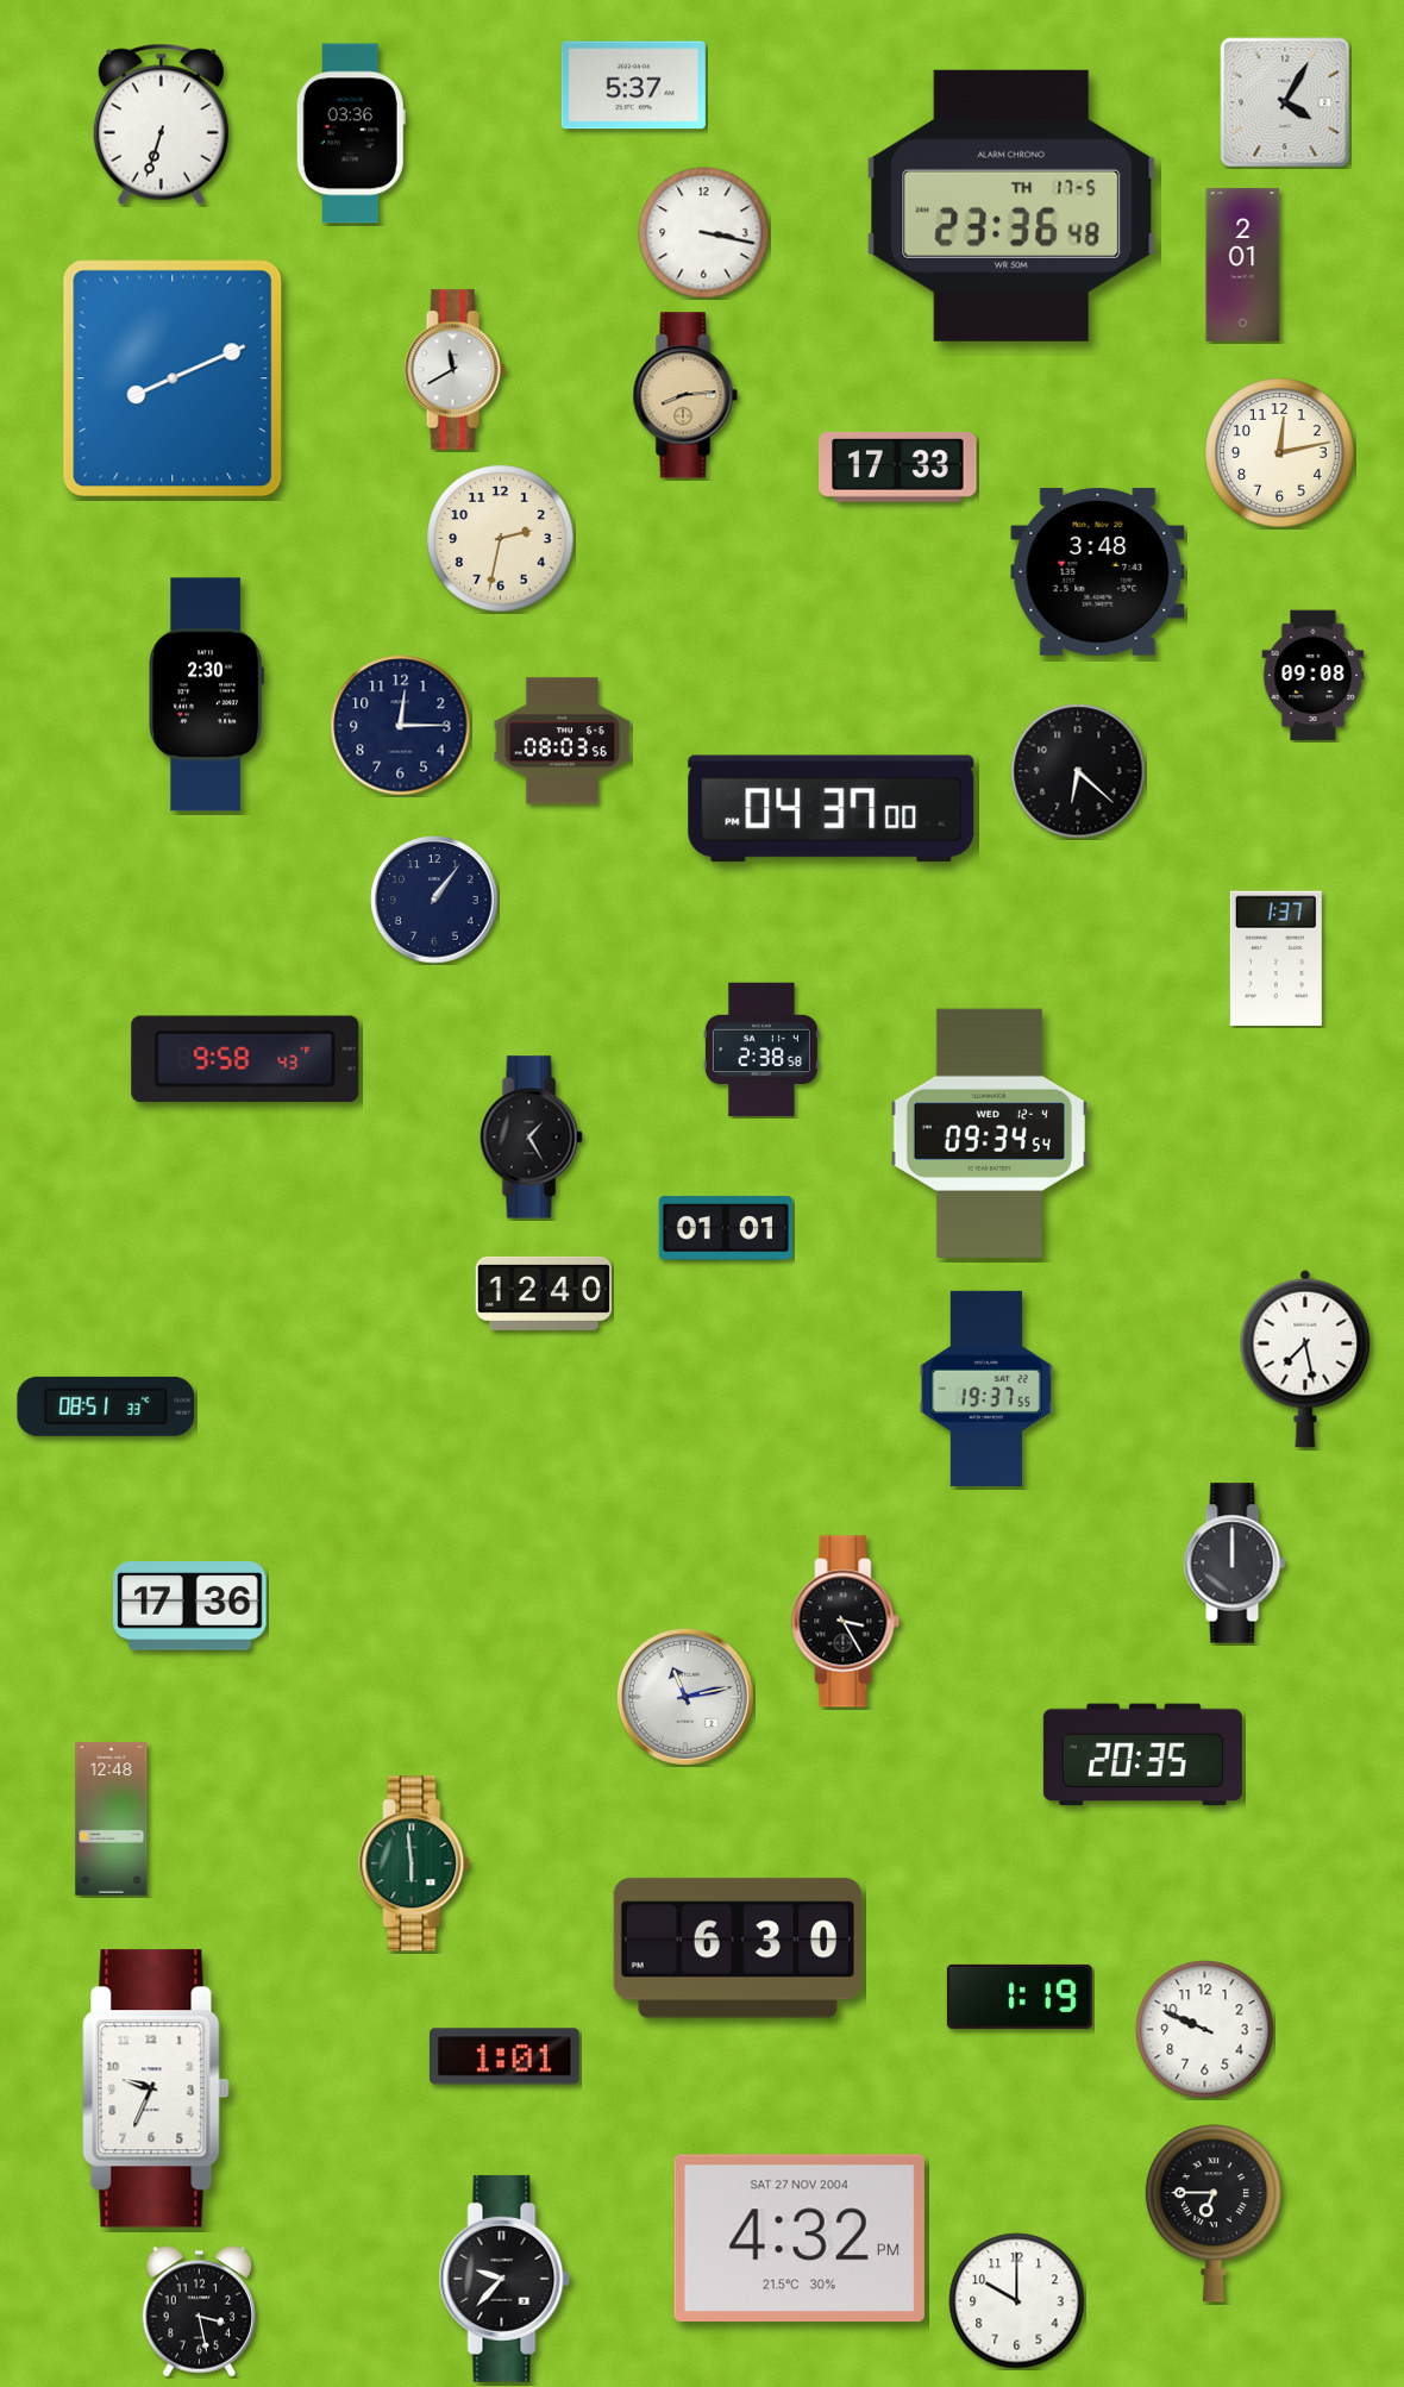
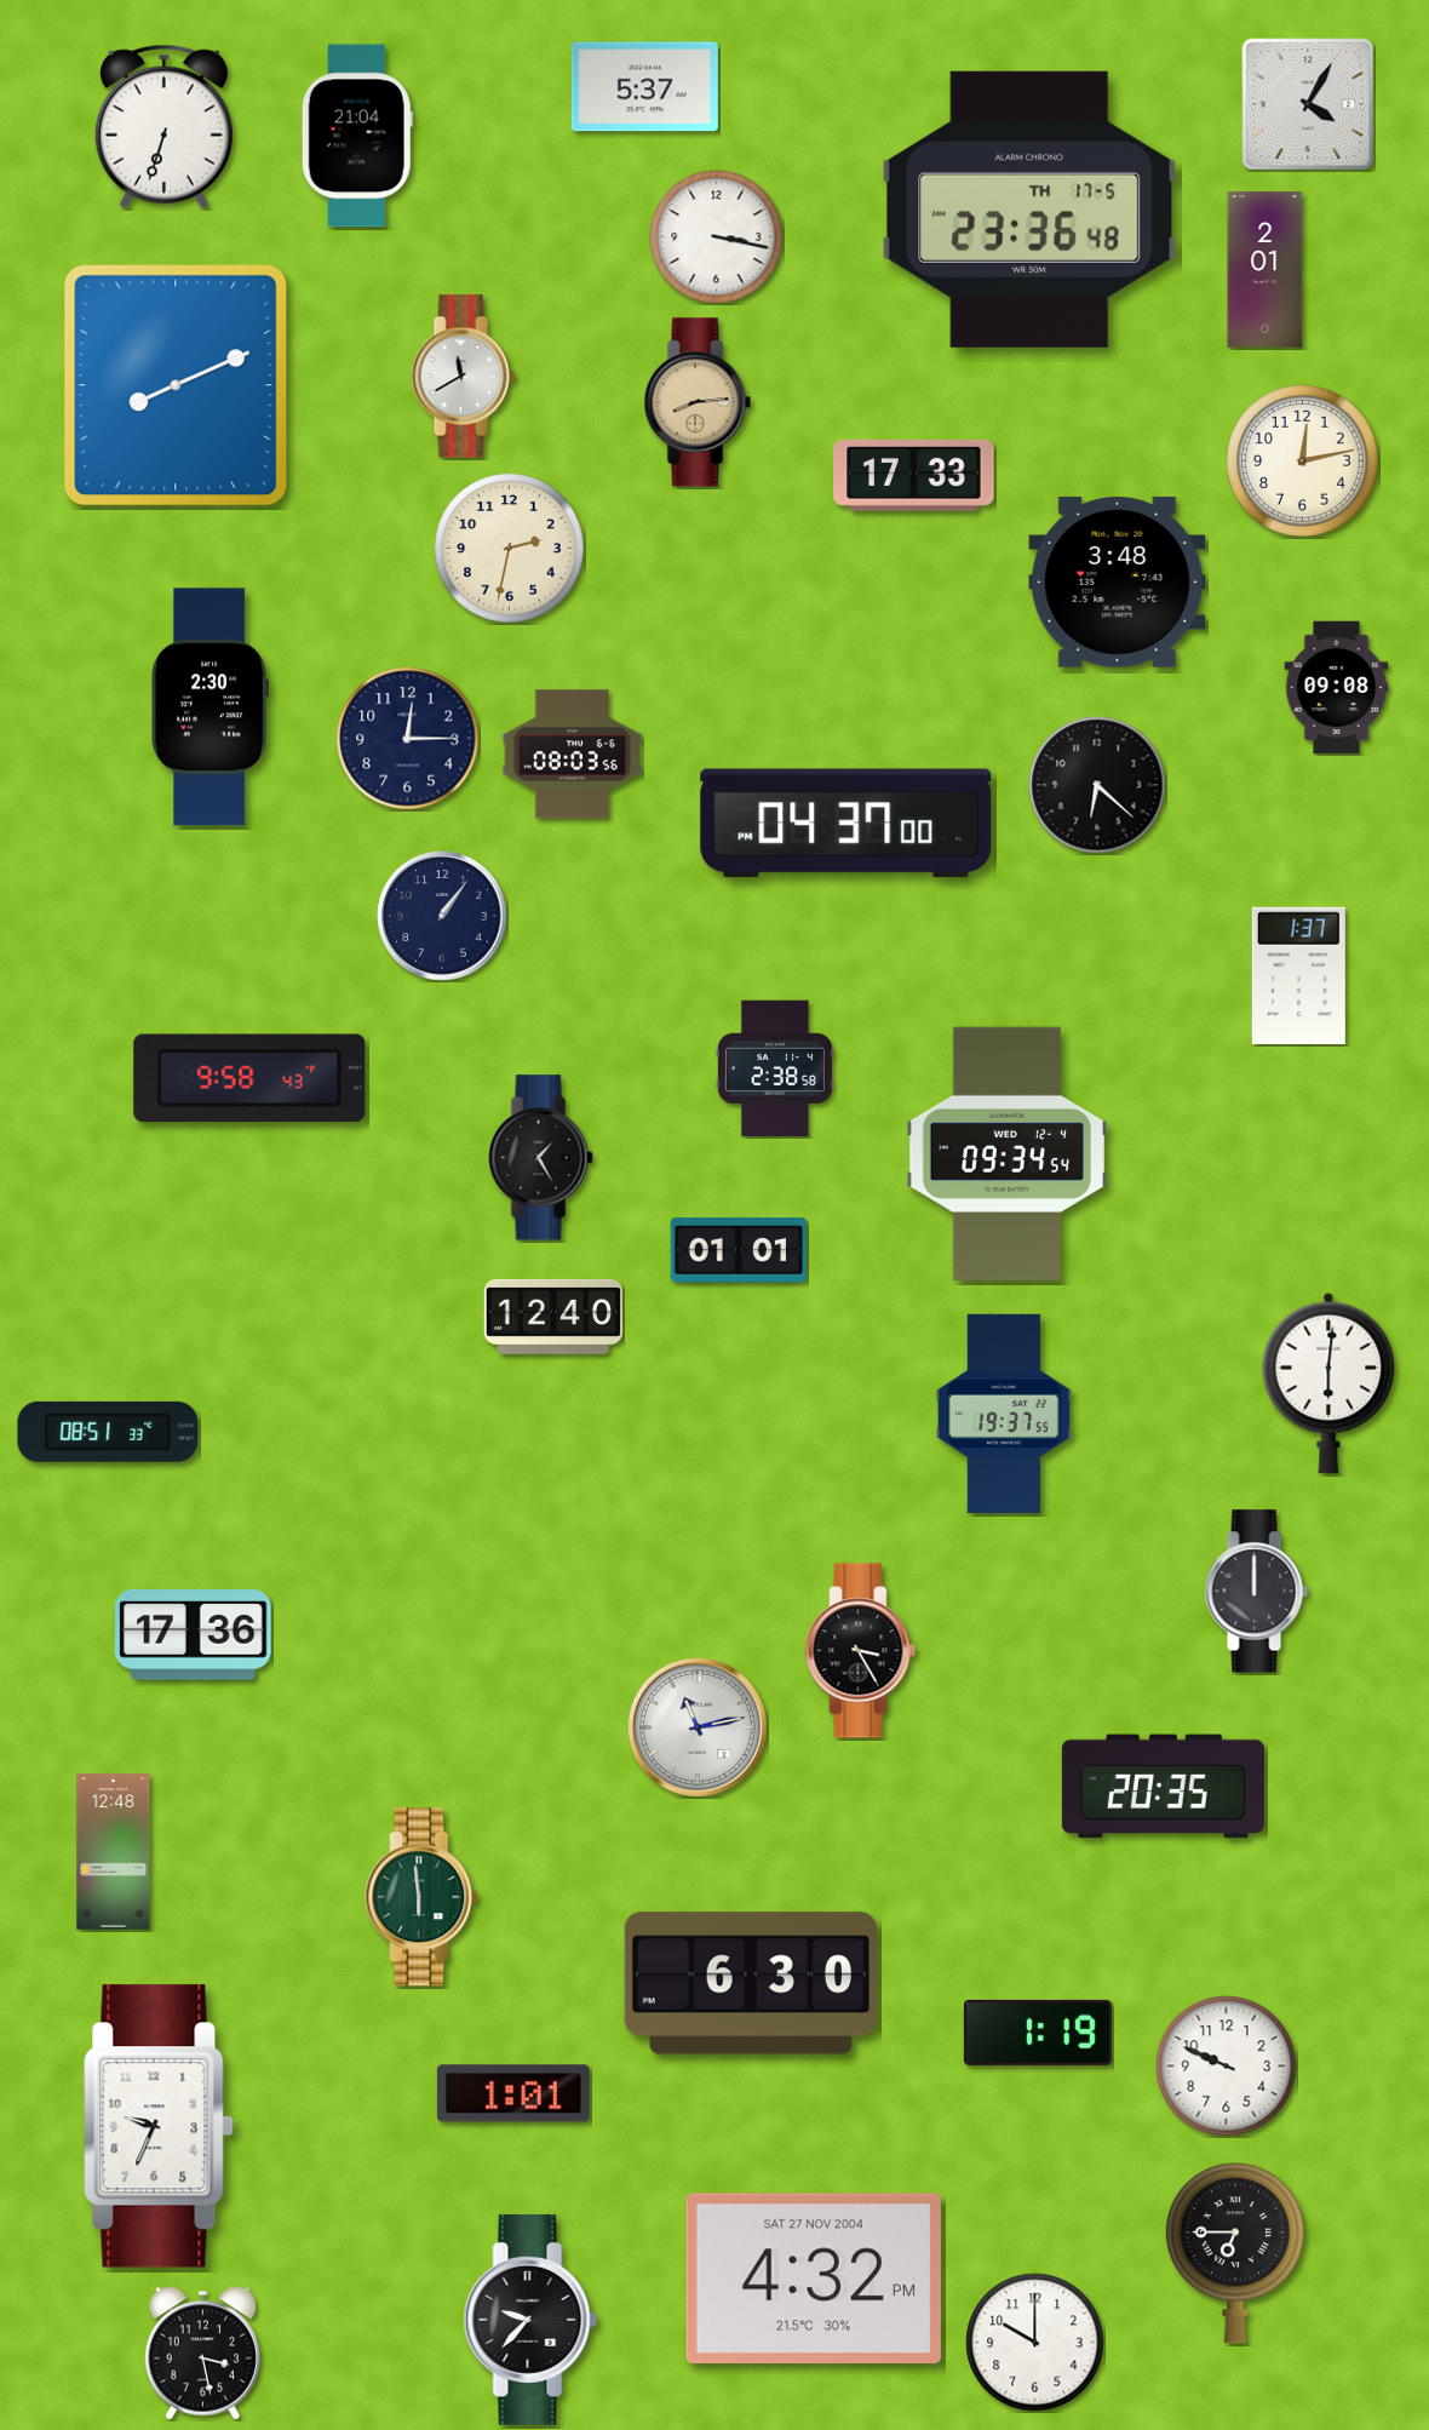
clock at (351, 133): 03:36 -> 21:04
clock at (1305, 1359): 7:28 -> 6:01
clock at (504, 2279) position: (504, 2279) -> (530, 2320)
